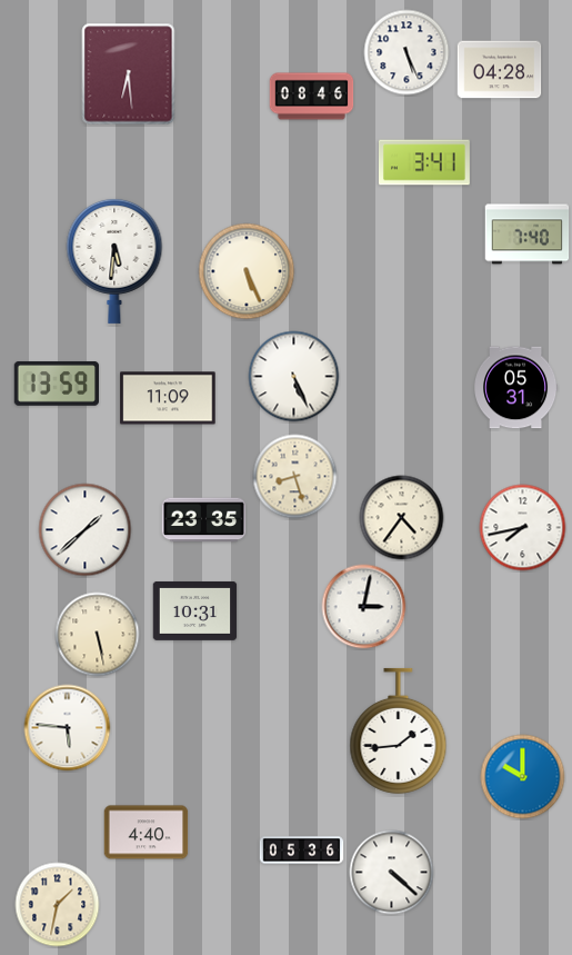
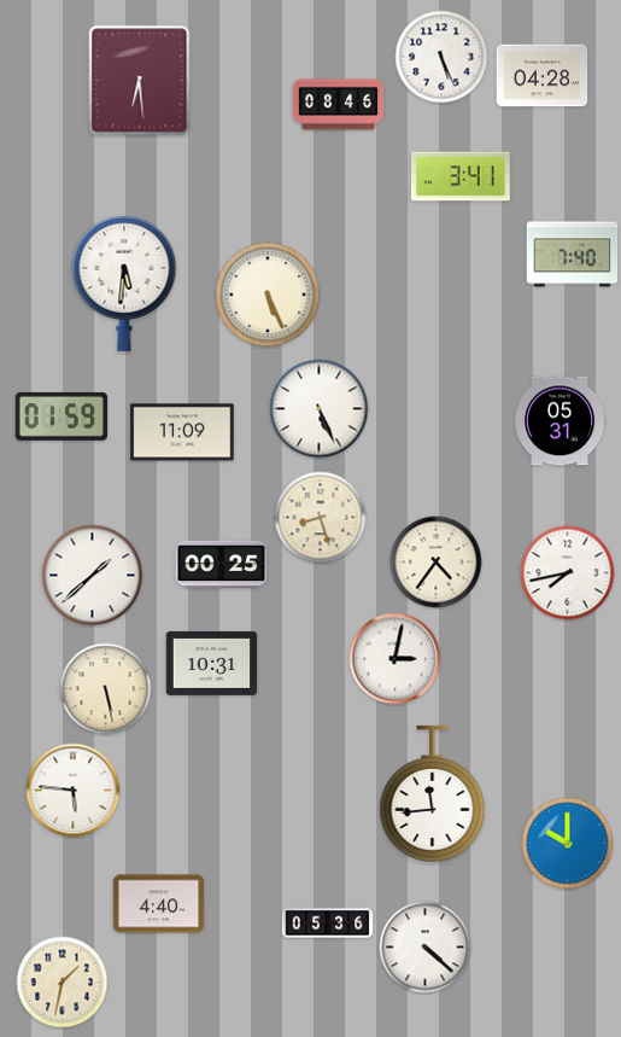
clock at (56, 384): 13:59 -> 01:59
clock at (204, 520): 23:35 -> 00:25
clock at (399, 730): 1:44 -> 11:44
